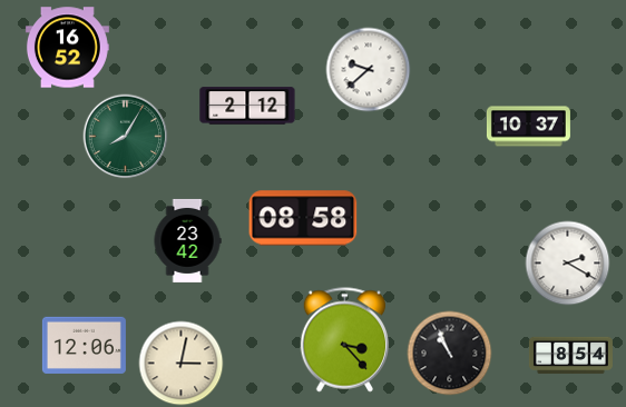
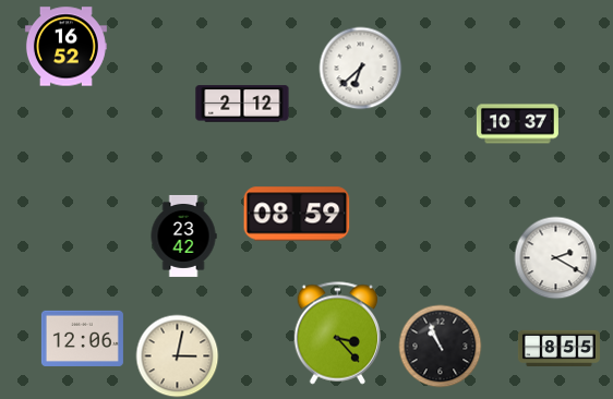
clock at (369, 70): 9:38 -> 6:38
clock at (126, 137): 8:05 -> none
clock at (303, 218): 08:58 -> 08:59
clock at (570, 356): 8:54 -> 8:55
